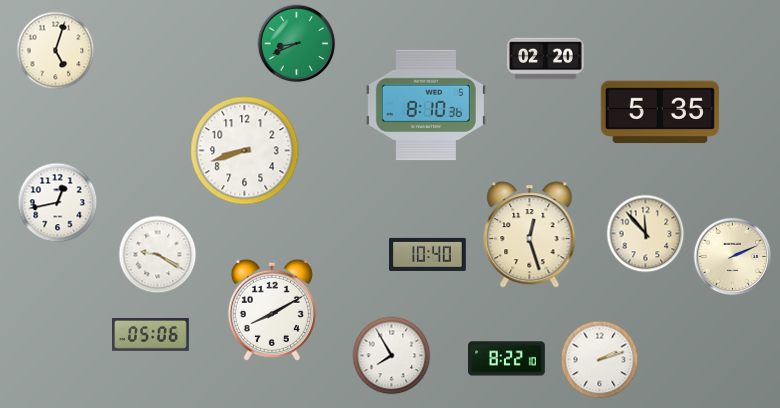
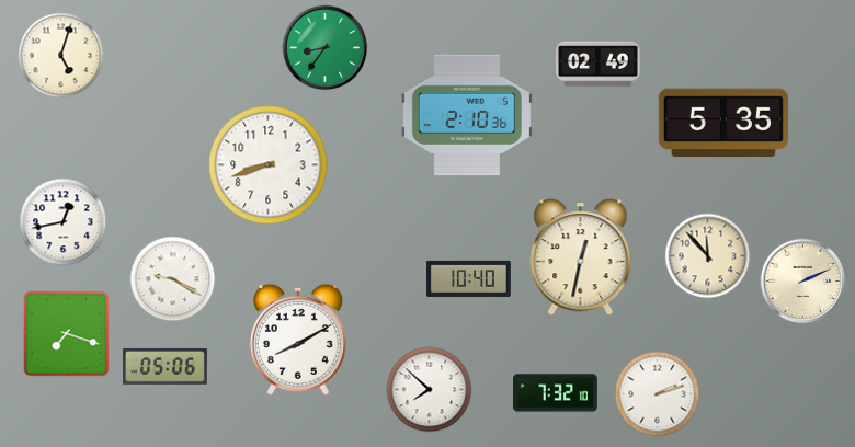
clock at (296, 43): 8:41 -> 8:36
clock at (546, 59): 02:20 -> 02:49
clock at (426, 105): 8:10 -> 2:10
clock at (530, 235): 12:27 -> 12:32
clock at (66, 333): none -> 7:18
clock at (391, 355): 7:55 -> 7:52
clock at (507, 359): 8:22 -> 7:32
